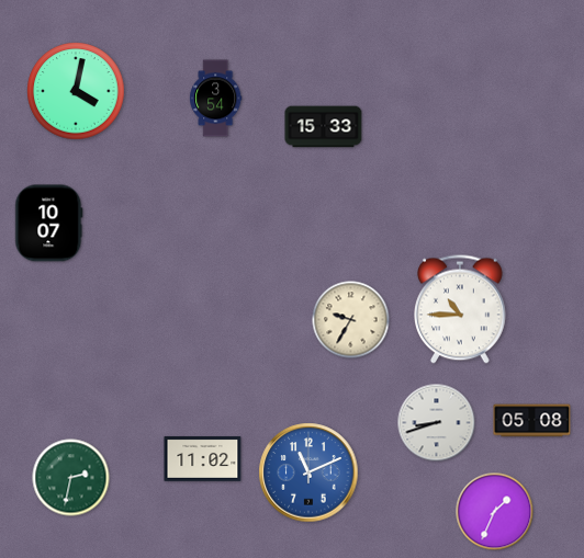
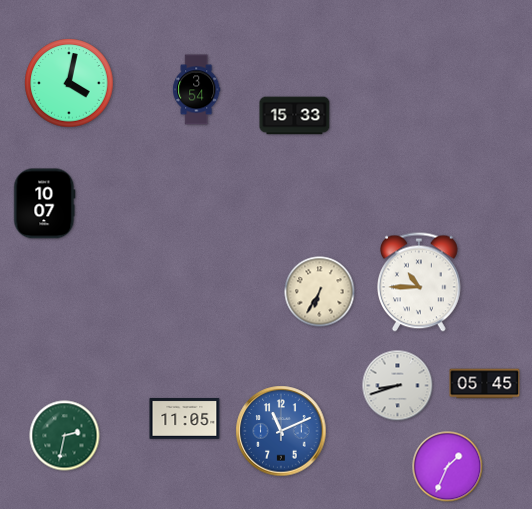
clock at (351, 320): 9:35 -> 6:35
clock at (532, 421): 05:08 -> 05:45
clock at (203, 459): 11:02 -> 11:05
clock at (495, 512) position: (495, 512) -> (448, 467)
